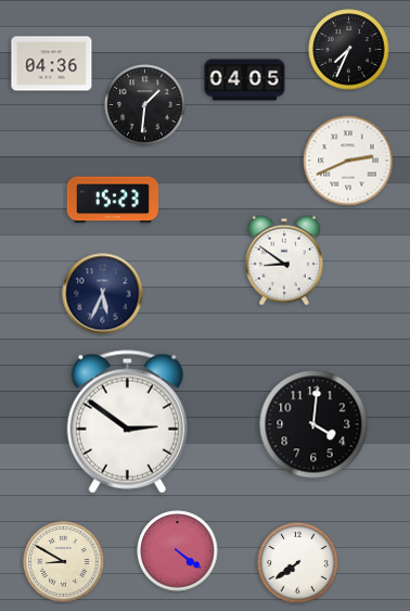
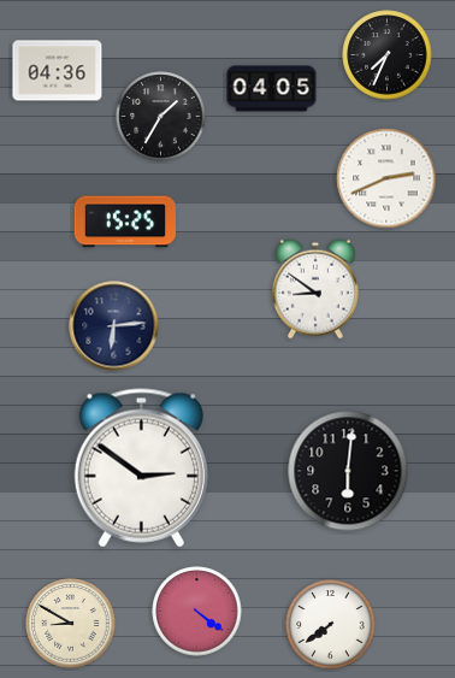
clock at (145, 105): 1:31 -> 1:35
clock at (112, 200): 15:23 -> 15:25
clock at (103, 294): 5:34 -> 6:14
clock at (313, 424): 4:01 -> 6:01
